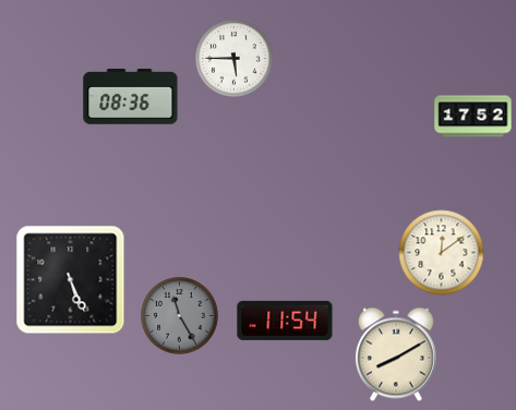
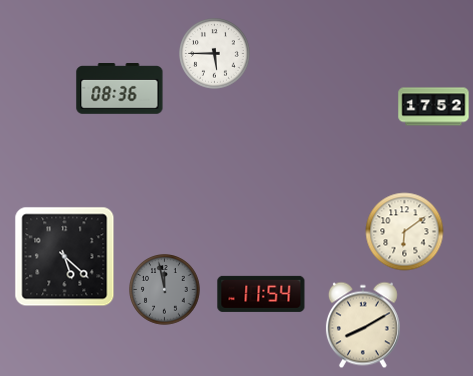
clock at (442, 253): 12:09 -> 6:09
clock at (71, 280): 5:26 -> 5:22
clock at (180, 316): 11:25 -> 11:58
